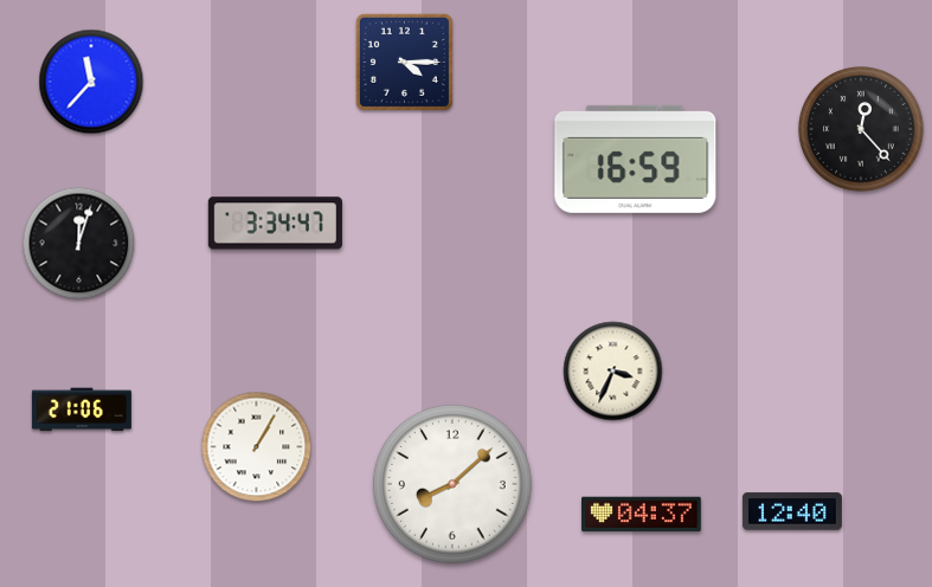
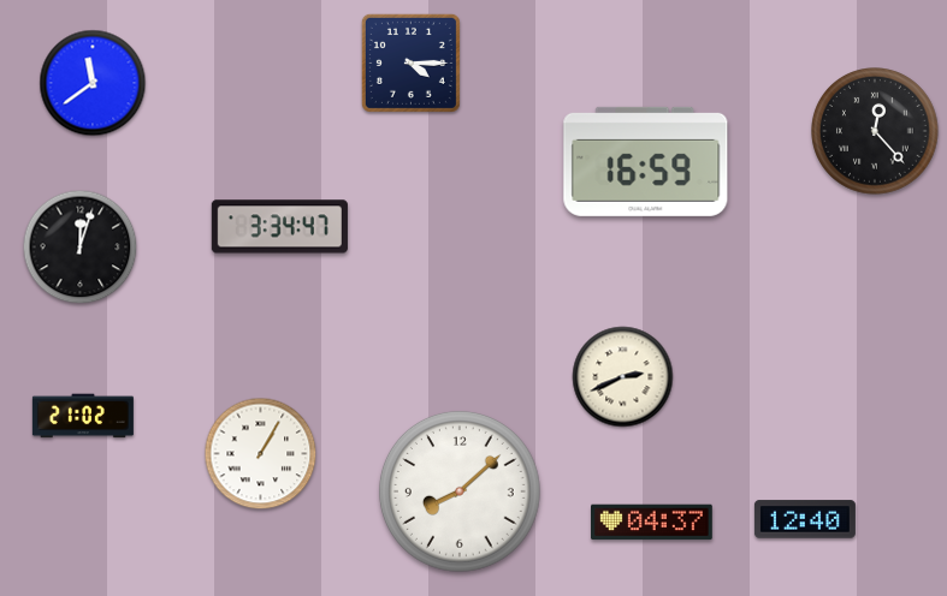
clock at (91, 82): 11:37 -> 11:39
clock at (613, 372): 3:34 -> 2:41
clock at (82, 409): 21:06 -> 21:02
